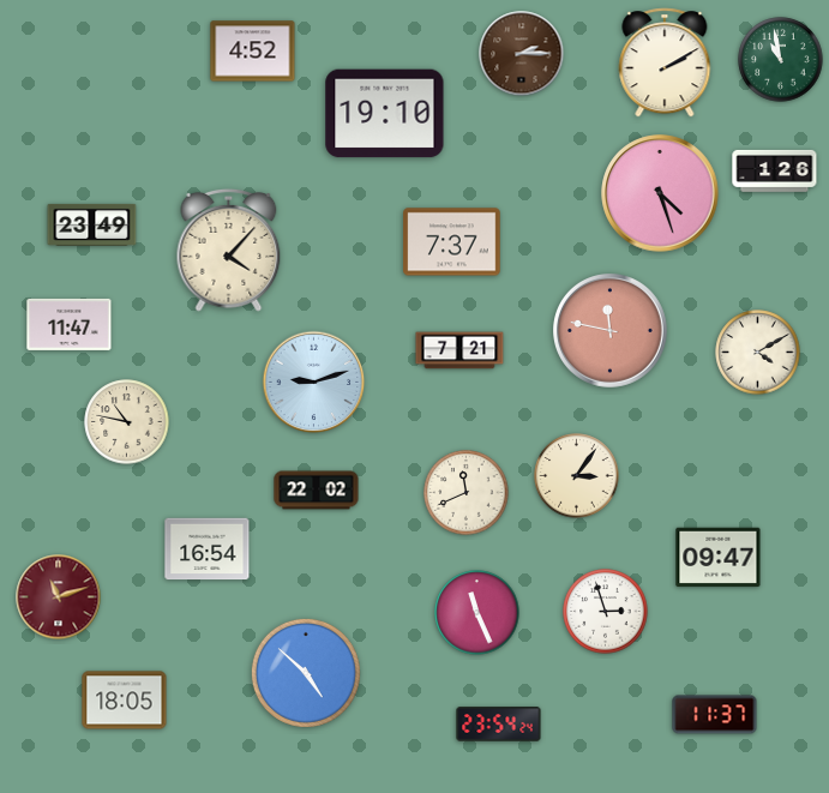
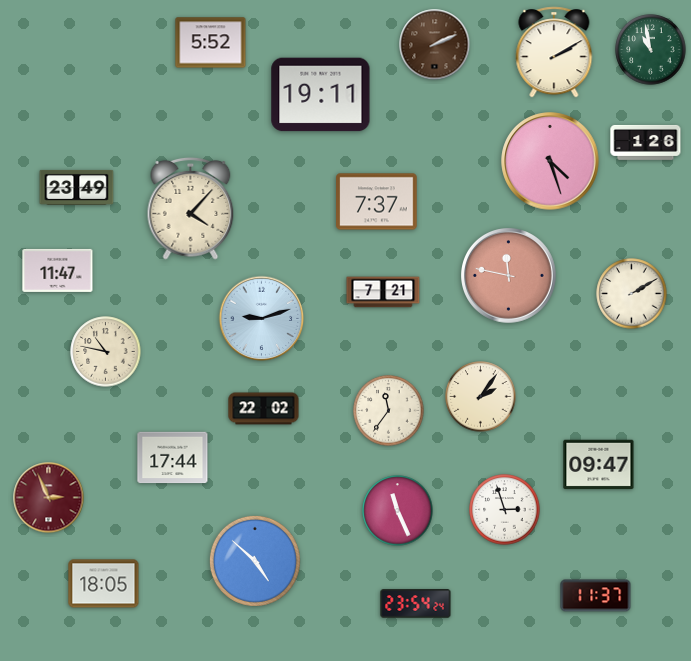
clock at (253, 52): 4:52 -> 5:52
clock at (522, 54): 2:15 -> 2:11
clock at (385, 114): 19:10 -> 19:11
clock at (758, 353): 4:10 -> 2:10
clock at (577, 476): 3:06 -> 2:06
clock at (467, 493): 11:41 -> 11:36
clock at (208, 549): 16:54 -> 17:44
clock at (59, 597): 11:12 -> 2:56
